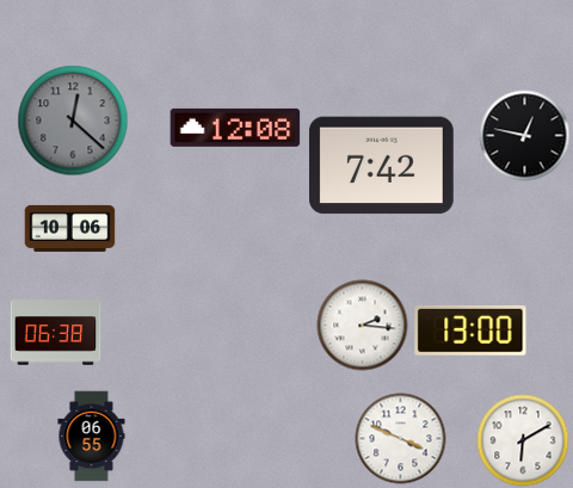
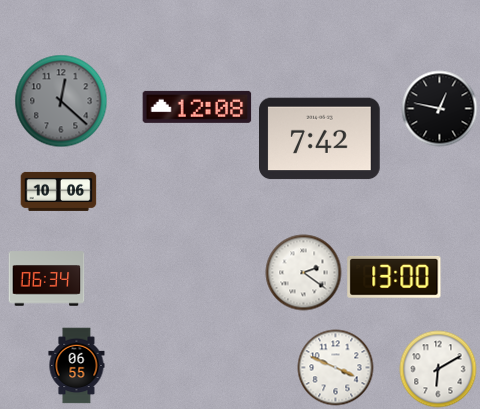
clock at (525, 136) position: (525, 136) -> (440, 109)
clock at (363, 326): 2:16 -> 2:21
clock at (56, 333): 06:38 -> 06:34
